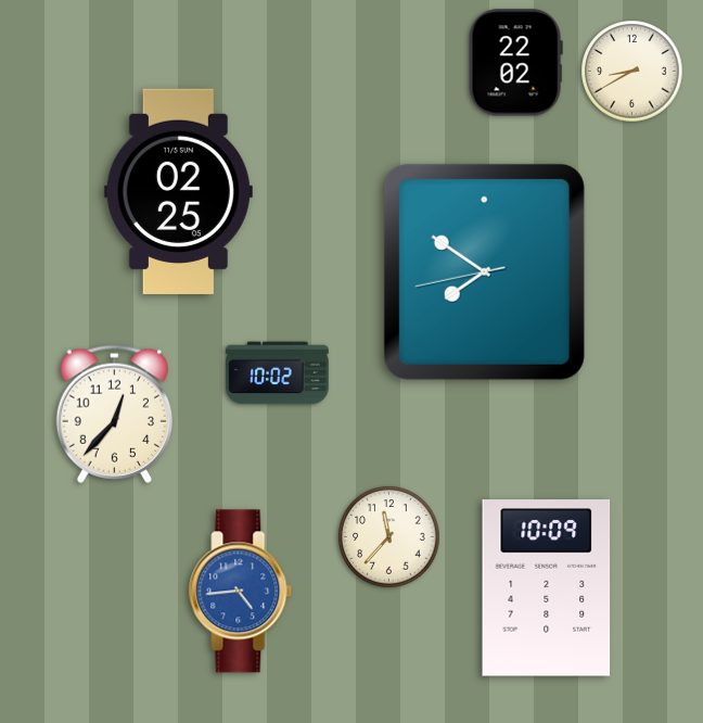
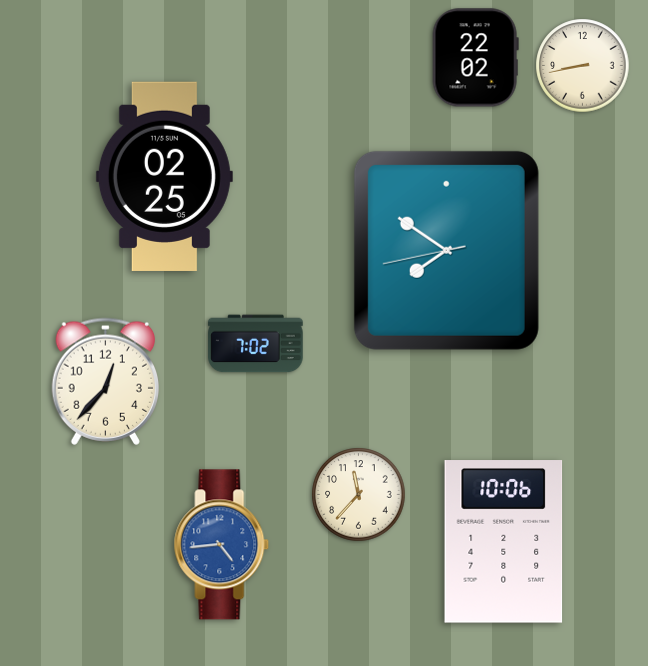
clock at (632, 72): 8:40 -> 8:43
clock at (278, 373): 10:02 -> 7:02
clock at (547, 588): 10:09 -> 10:06
